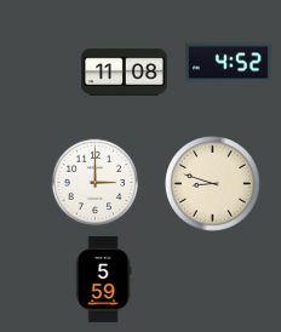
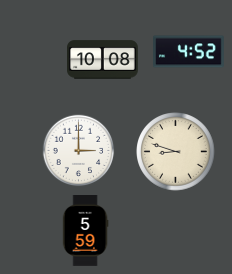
clock at (125, 73): 11:08 -> 10:08
